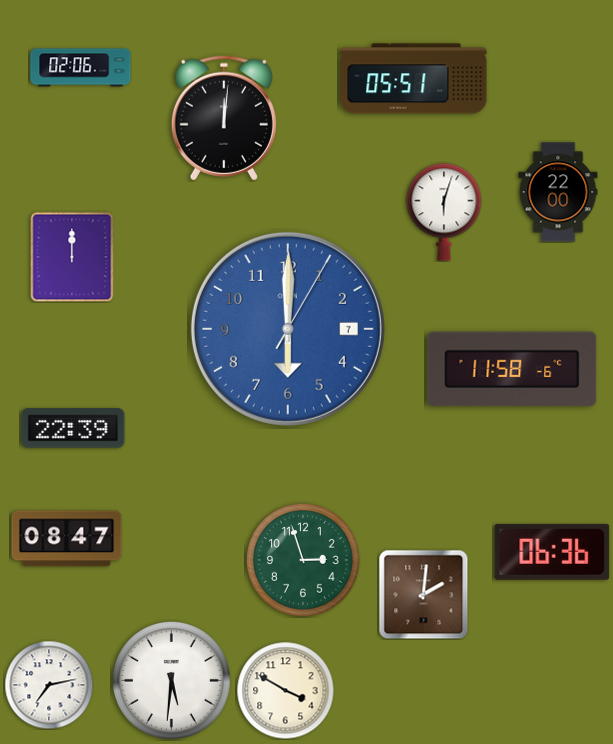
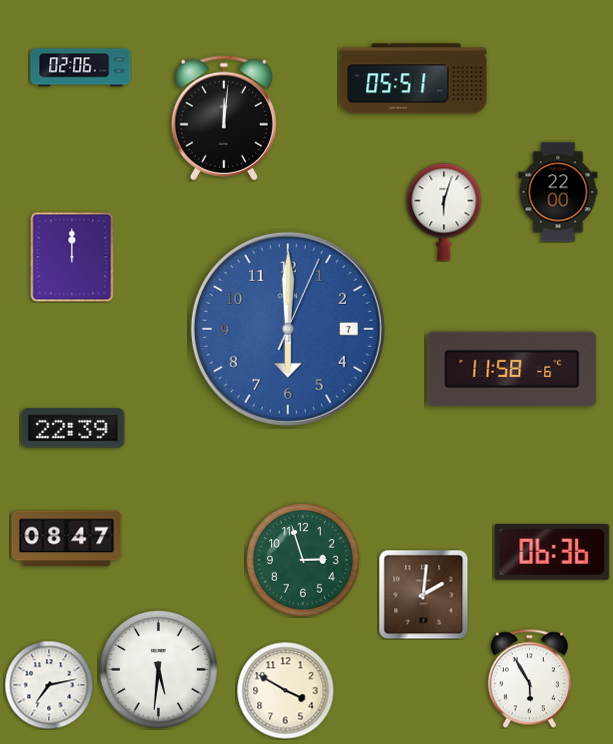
clock at (288, 329): 6:00:05 -> 6:00:04
clock at (529, 678): none -> 5:55
clock at (171, 680) position: (171, 680) -> (158, 669)
